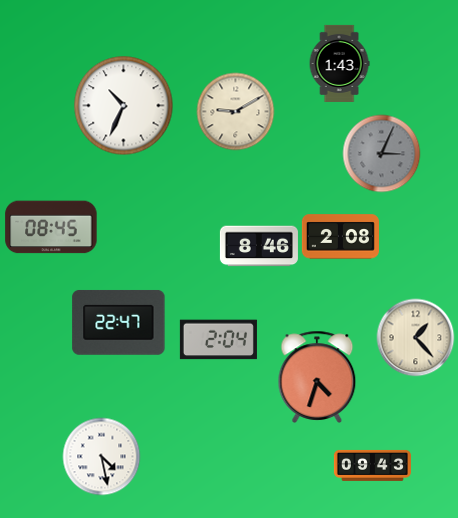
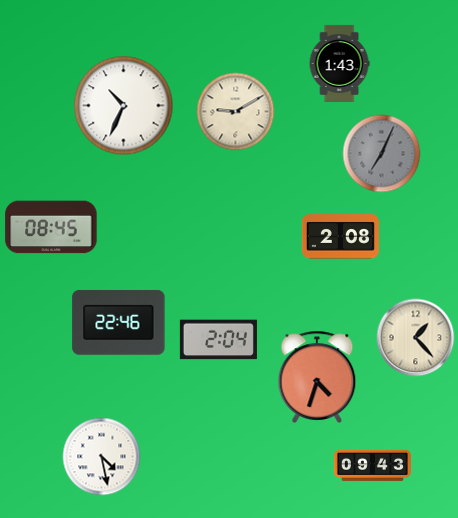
clock at (381, 153): 3:04 -> 7:04
clock at (259, 246): 8:46 -> none
clock at (119, 322): 22:47 -> 22:46
